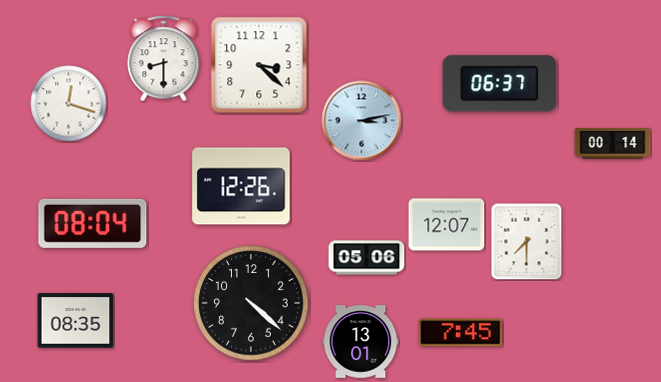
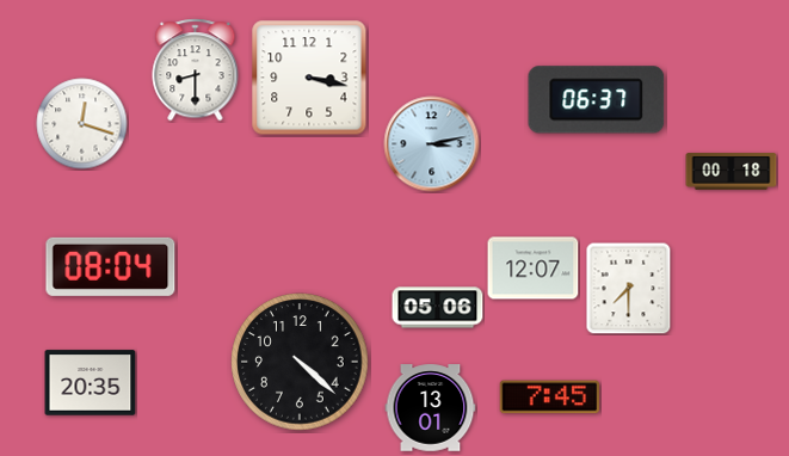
clock at (259, 65): 3:22 -> 3:17
clock at (613, 144): 00:14 -> 00:18
clock at (241, 186): 12:26 -> none
clock at (76, 321): 08:35 -> 20:35
